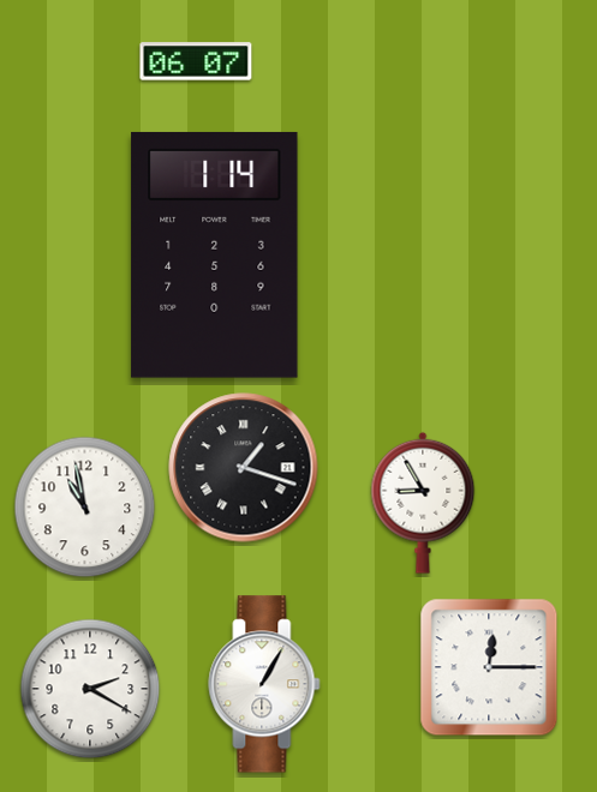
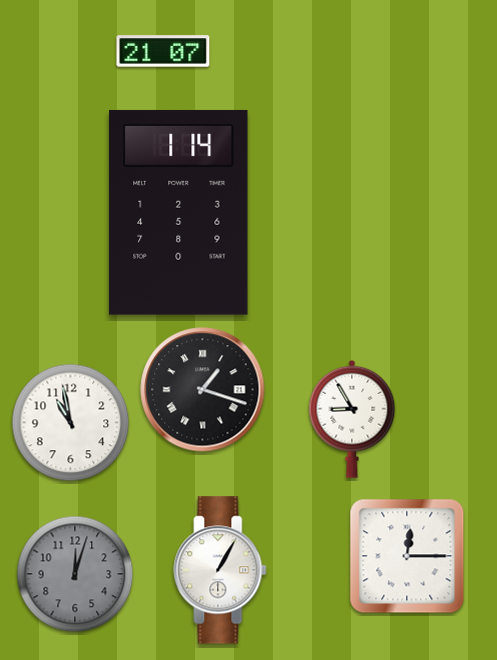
clock at (196, 61): 06:07 -> 21:07
clock at (90, 689): 2:20 -> 12:03
clock at (90, 689) dial: white -> grey
